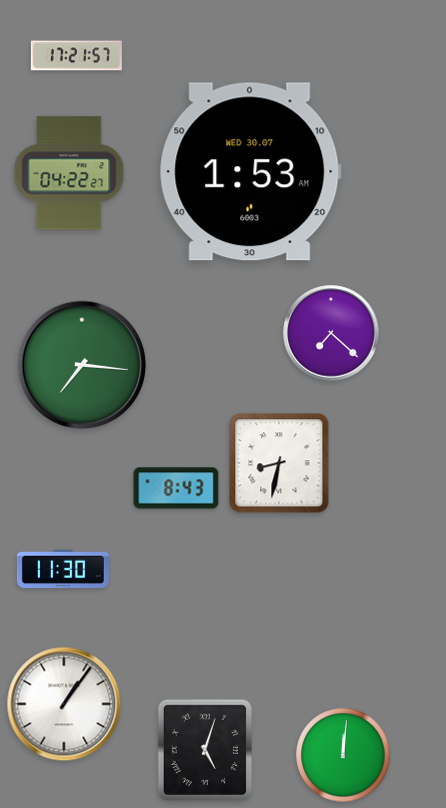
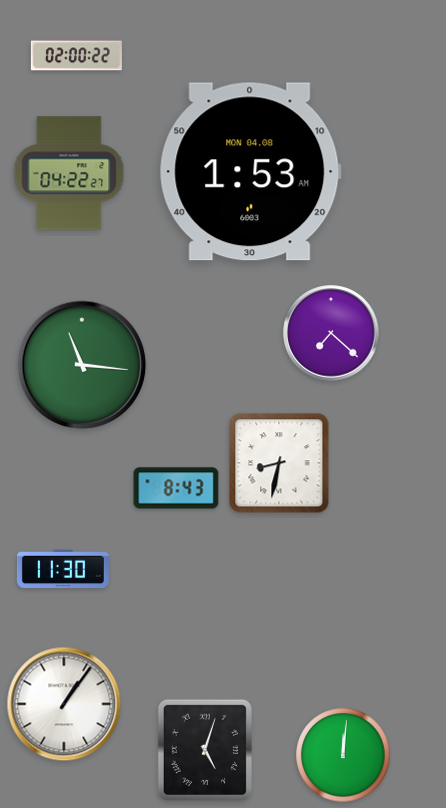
clock at (76, 56): 17:21 -> 02:00
clock at (250, 172) date: WED 30.07 -> MON 04.08
clock at (82, 365): 7:16 -> 11:16
